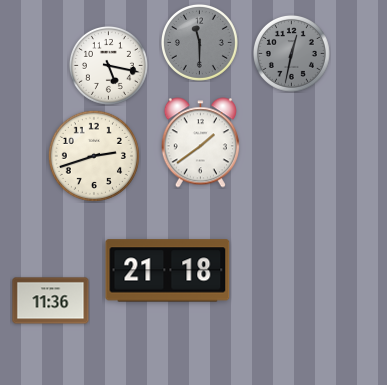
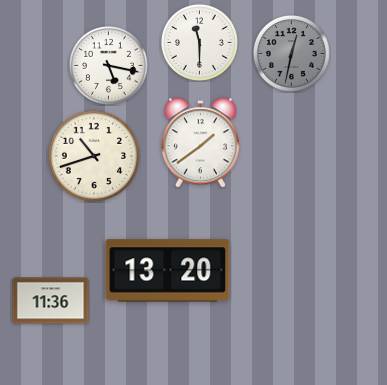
clock at (199, 42) dial: grey -> white
clock at (94, 156): 2:42 -> 10:42
clock at (168, 271): 21:18 -> 13:20
